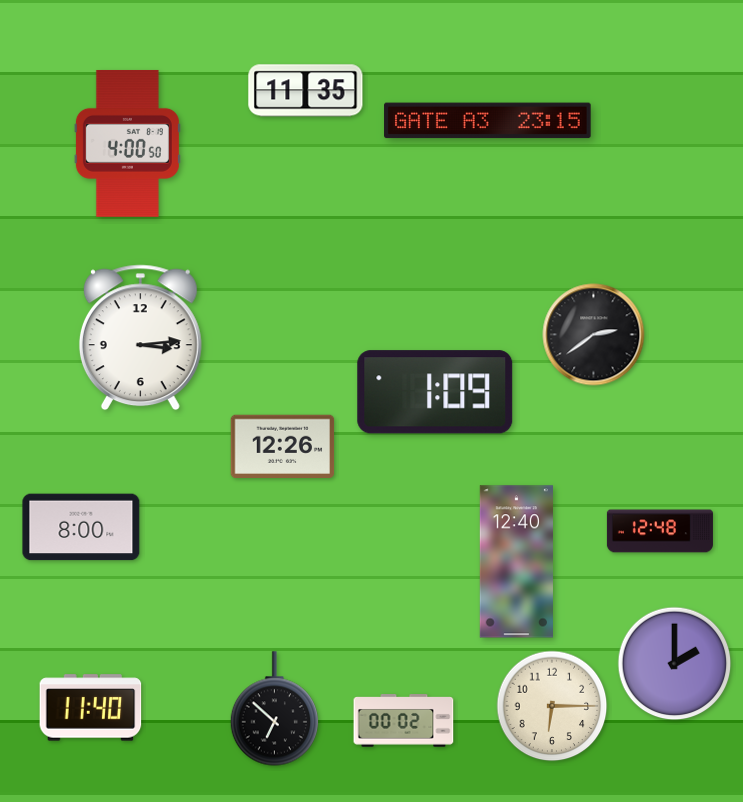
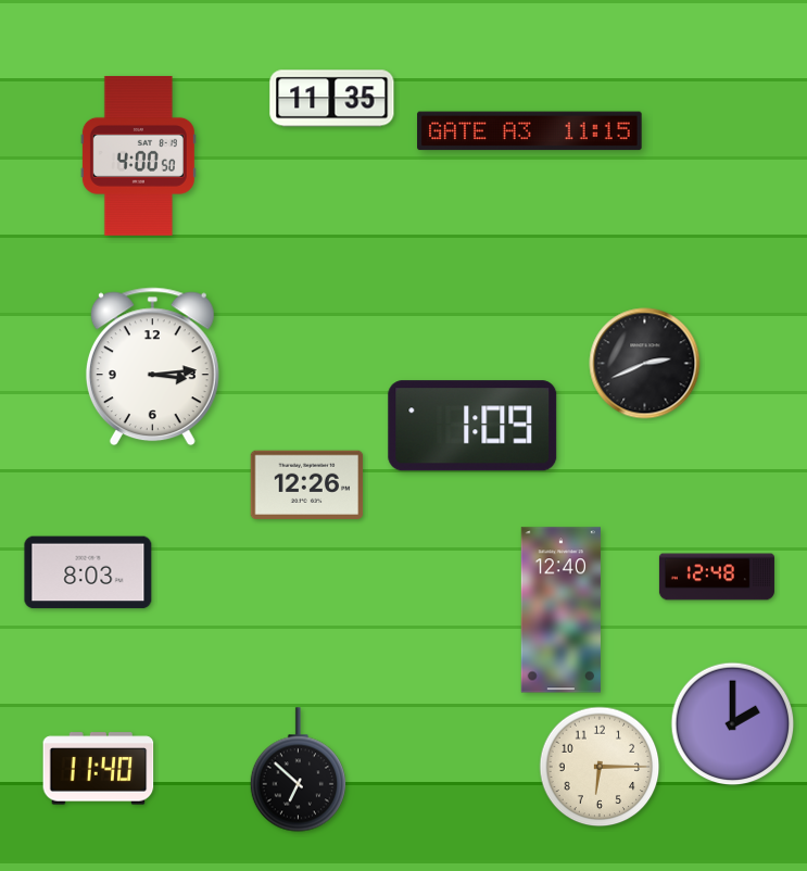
clock at (488, 121): 23:15 -> 11:15
clock at (594, 335): 2:39 -> 2:41
clock at (81, 527): 8:00 -> 8:03
clock at (675, 664) position: (675, 664) -> (733, 724)
clock at (404, 721): 00:02 -> none
